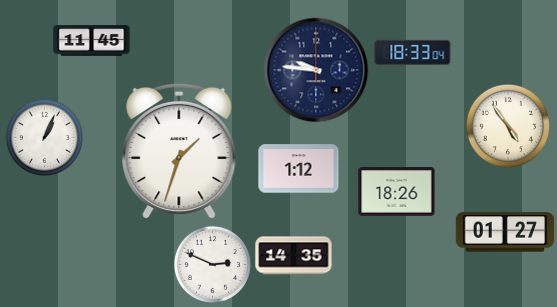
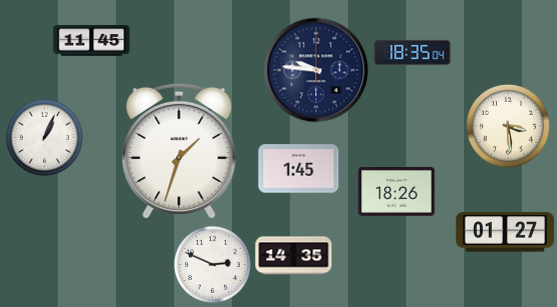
clock at (413, 52): 18:33 -> 18:35
clock at (507, 125): 4:54 -> 3:29
clock at (299, 169): 1:12 -> 1:45
